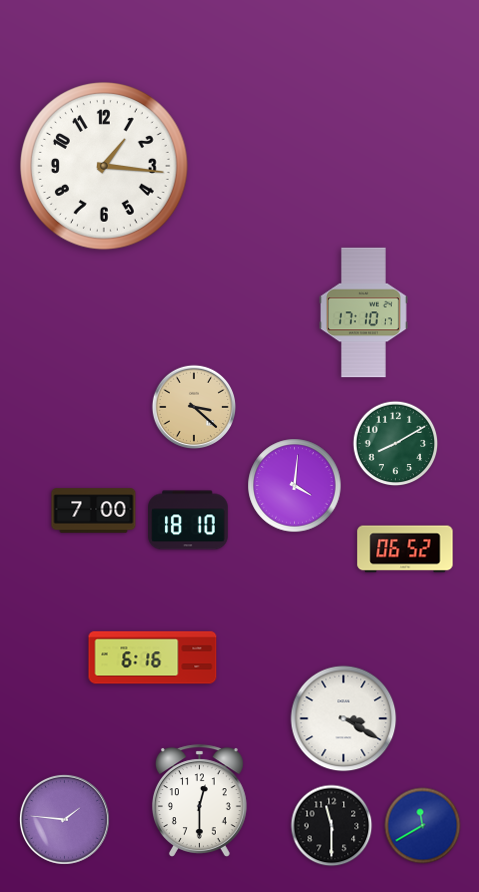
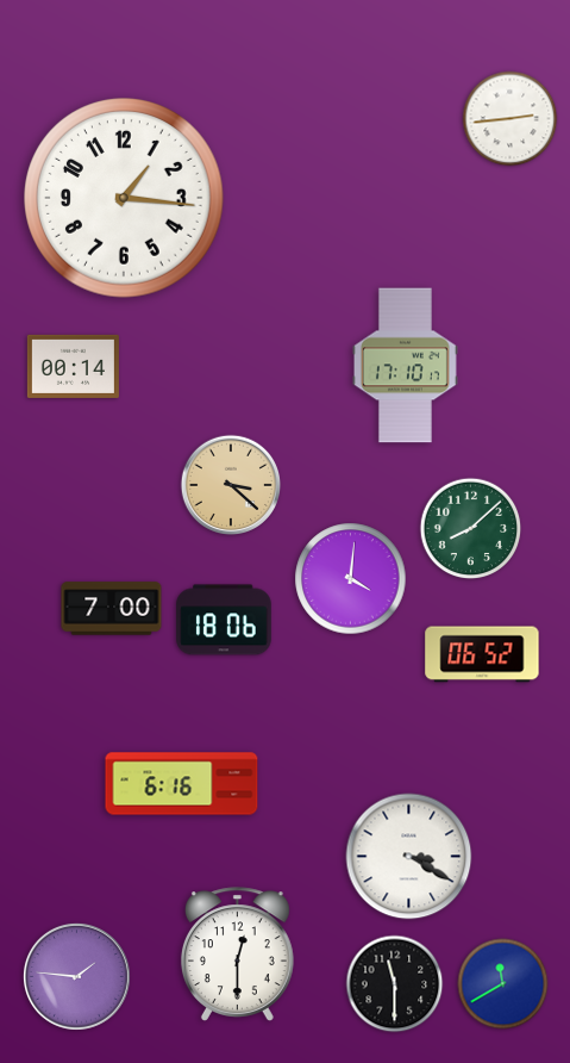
clock at (511, 119): none -> 2:44
clock at (73, 366): none -> 00:14
clock at (363, 313) position: (363, 313) -> (405, 366)
clock at (396, 444): 8:10 -> 8:08
clock at (188, 520): 18:10 -> 18:06
